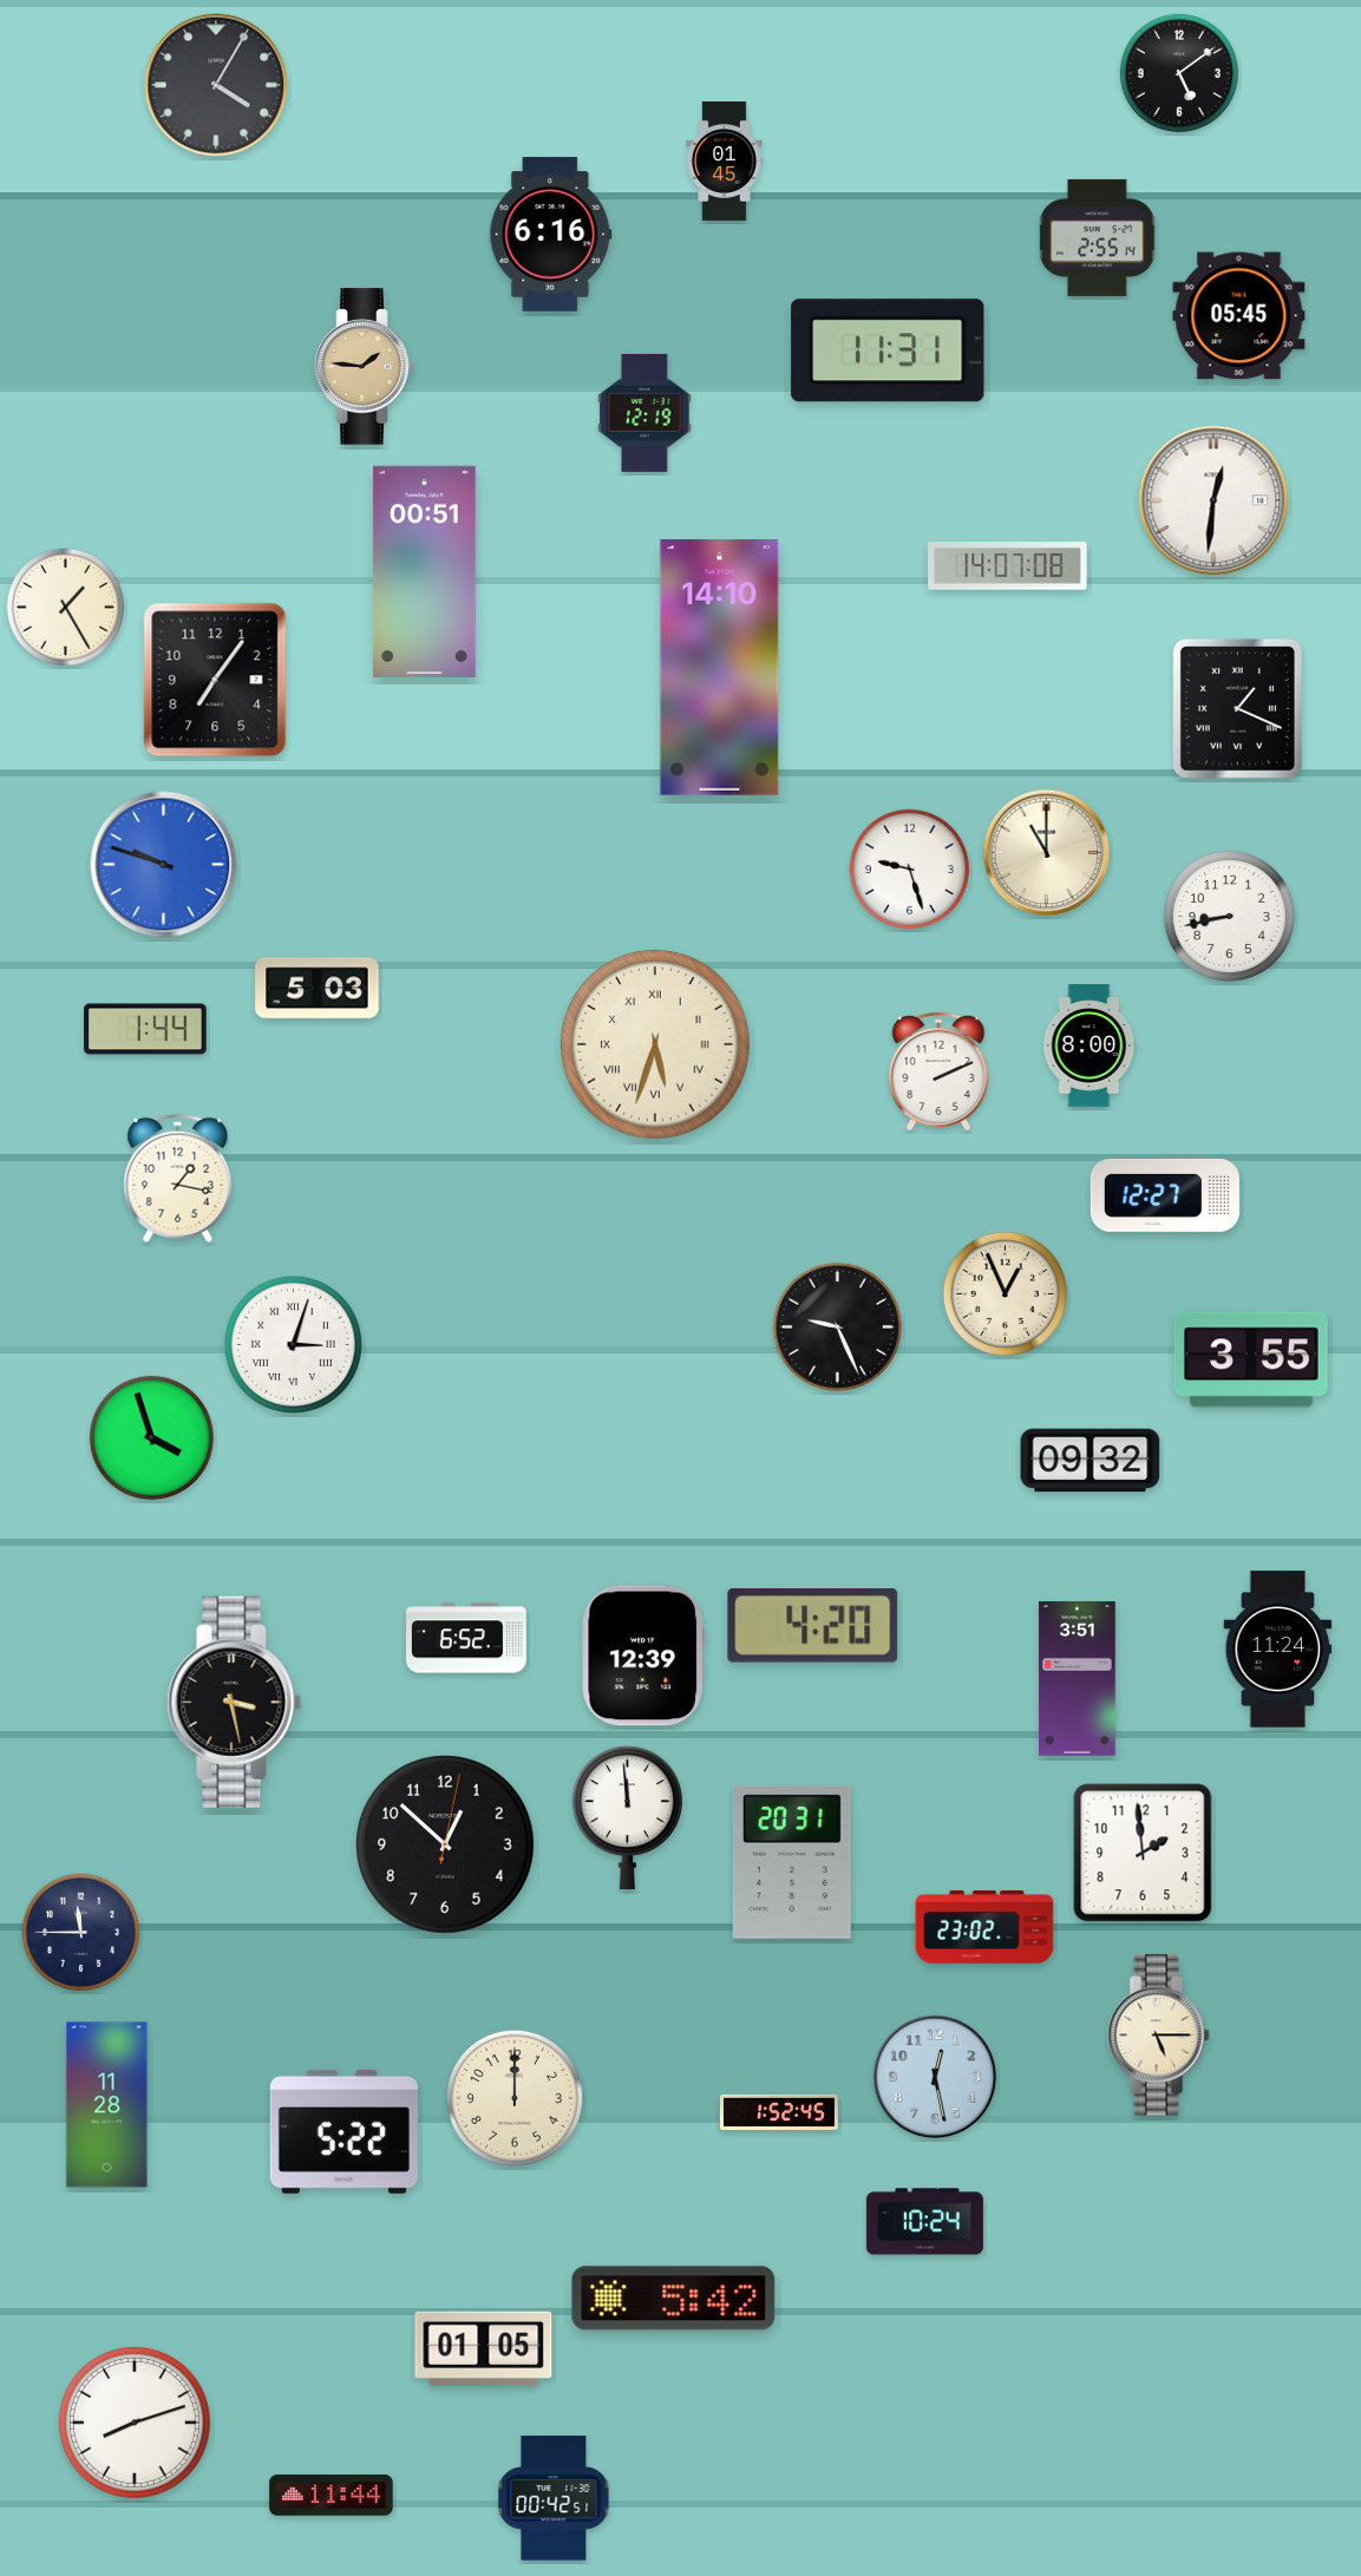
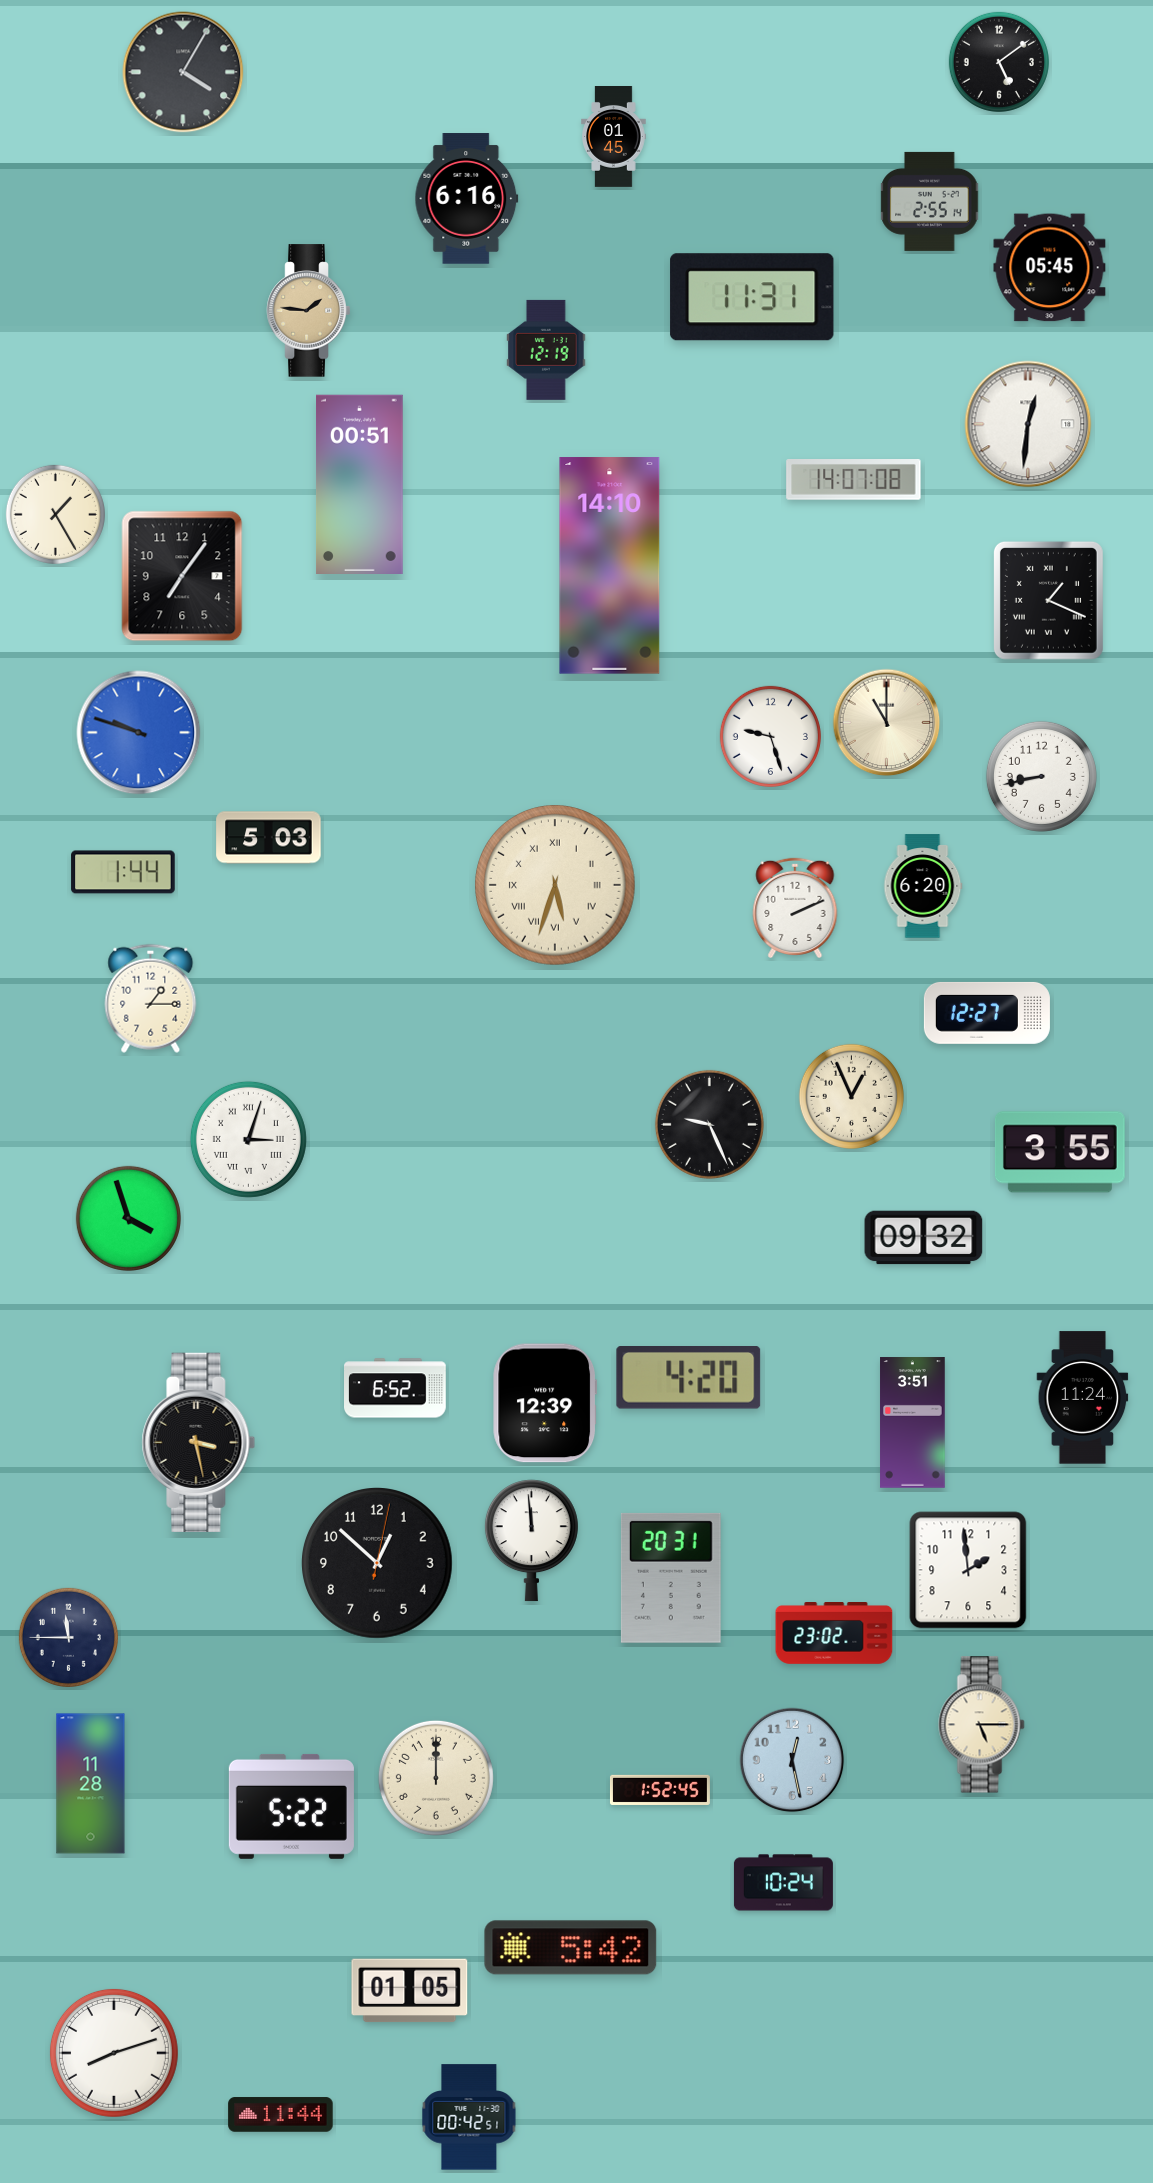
clock at (1090, 1046): 8:00 -> 6:20
clock at (178, 1178): 1:17 -> 1:15
